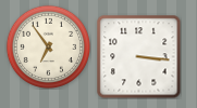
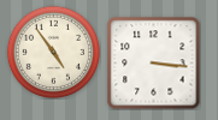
clock at (48, 46): 6:54 -> 4:54
